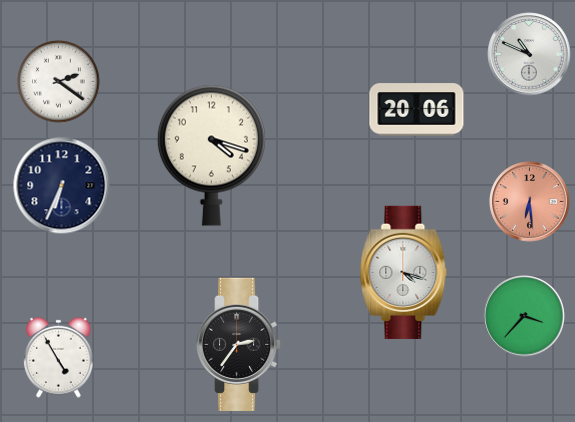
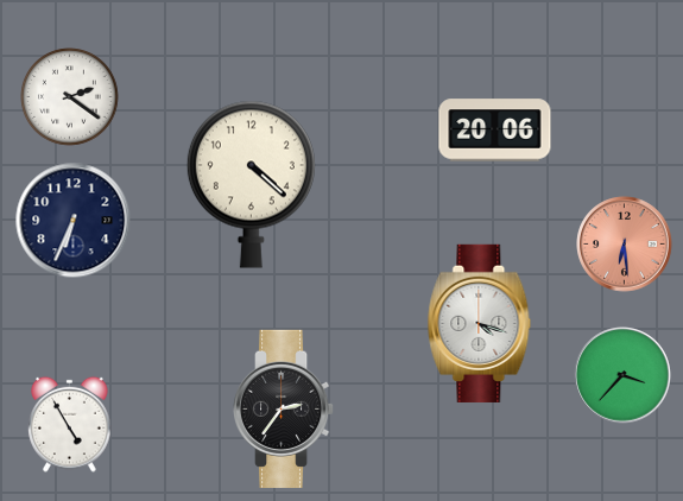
clock at (529, 54): 10:49 -> none
clock at (211, 155): 4:18 -> 4:22
clock at (530, 202) position: (530, 202) -> (625, 245)
